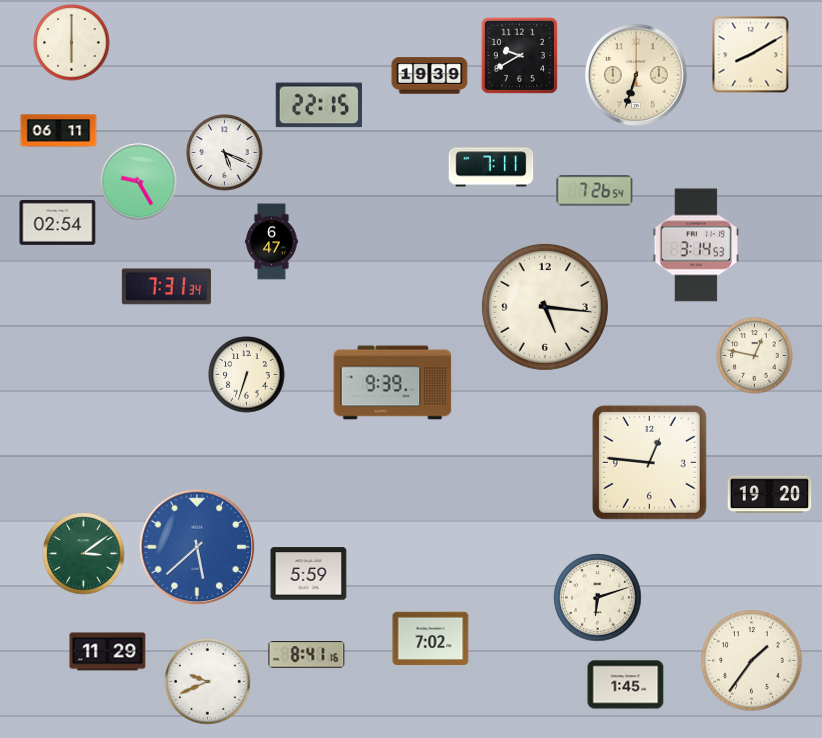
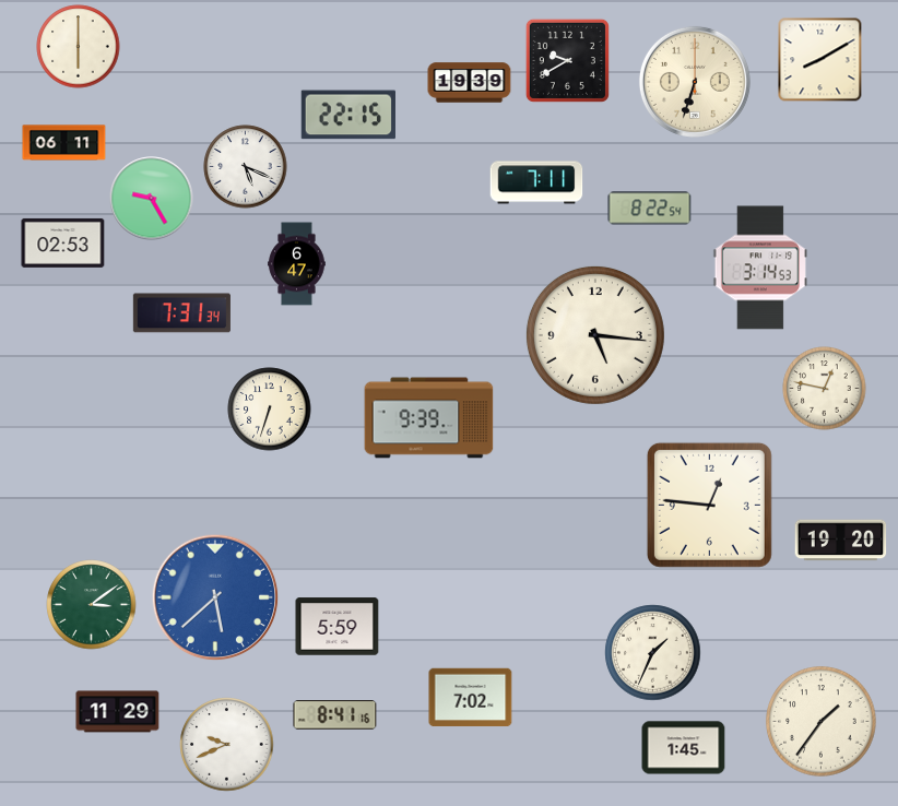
clock at (595, 191): 7:26 -> 8:22
clock at (58, 222): 02:54 -> 02:53
clock at (598, 598): 6:12 -> 1:34
